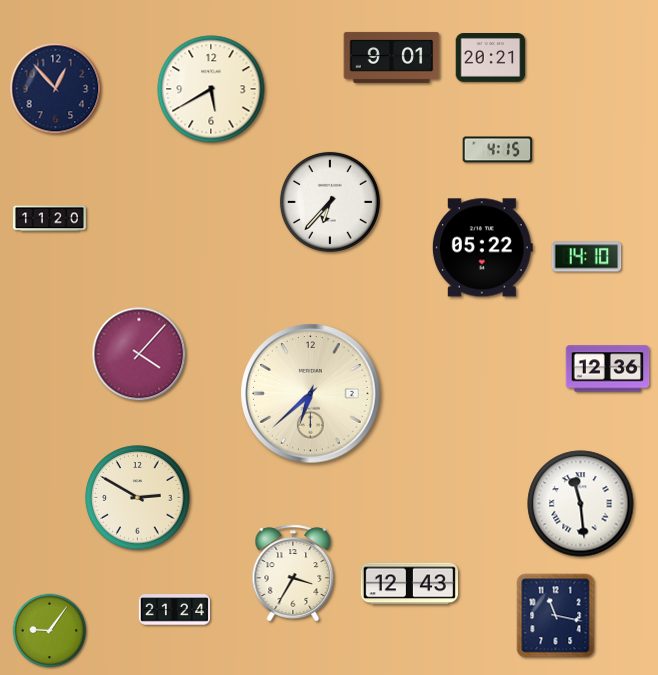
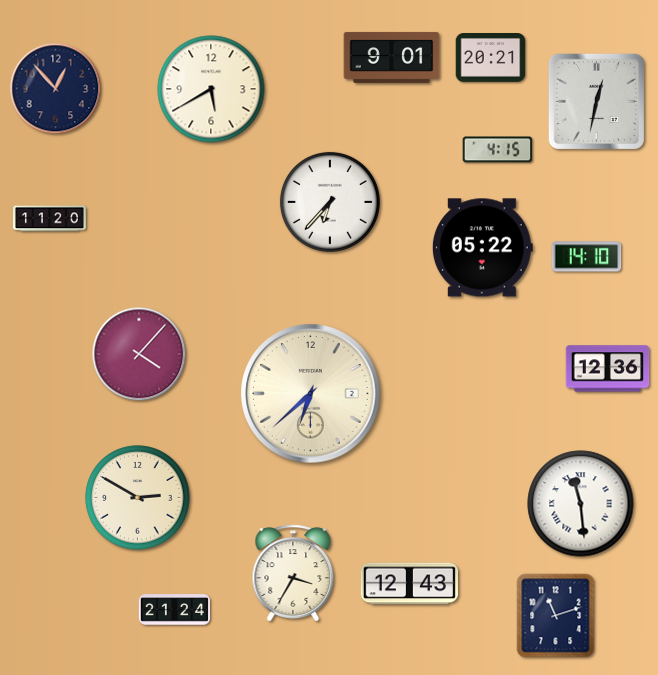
clock at (596, 101): none -> 12:32
clock at (556, 616): 11:17 -> 11:12
clock at (50, 631): 9:06 -> none
